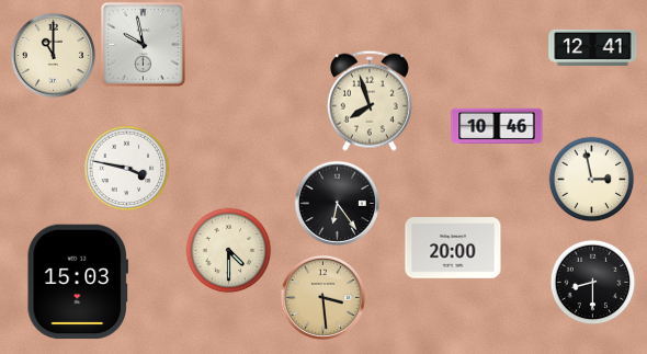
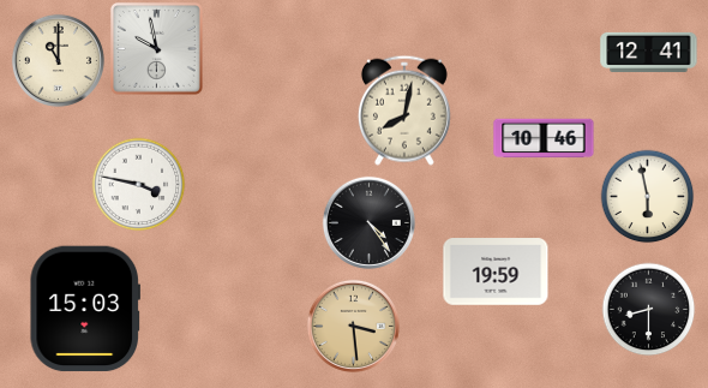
clock at (370, 101): 7:57 -> 8:02
clock at (591, 179): 2:58 -> 5:58
clock at (337, 203): 6:24 -> 4:24
clock at (453, 248): 20:00 -> 19:59
clock at (228, 250): 4:30 -> none
